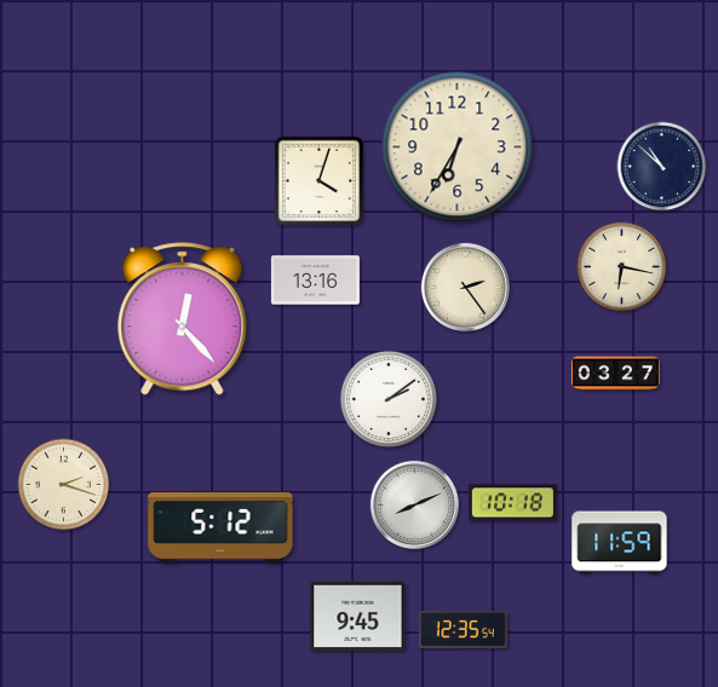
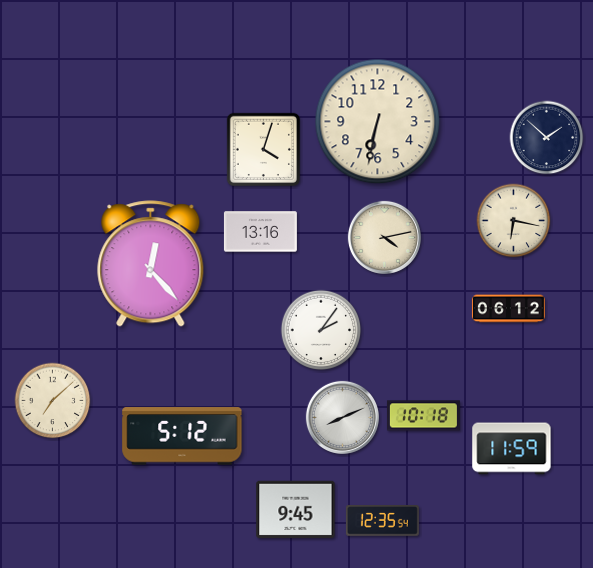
clock at (458, 148): 6:35 -> 6:32
clock at (662, 167): 10:52 -> 1:52
clock at (465, 287): 2:24 -> 4:13
clock at (615, 374): 03:27 -> 06:12
clock at (389, 399): 2:09 -> 2:06
clock at (64, 485): 2:18 -> 7:08
